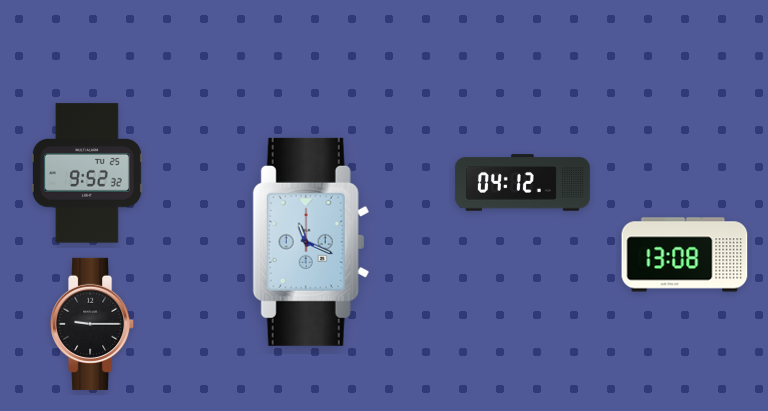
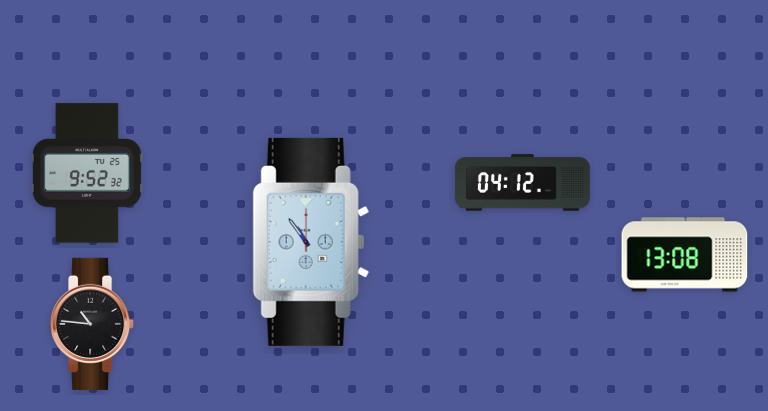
clock at (311, 242): 11:19 -> 10:54
clock at (93, 324): 9:15 -> 10:46
